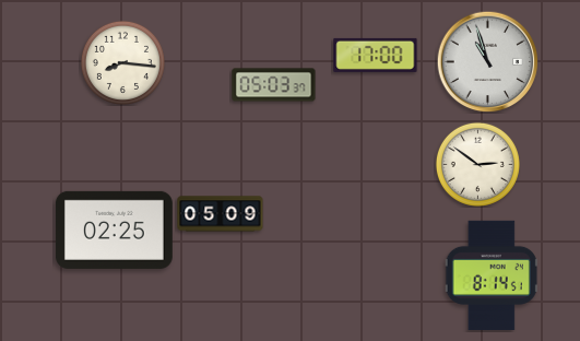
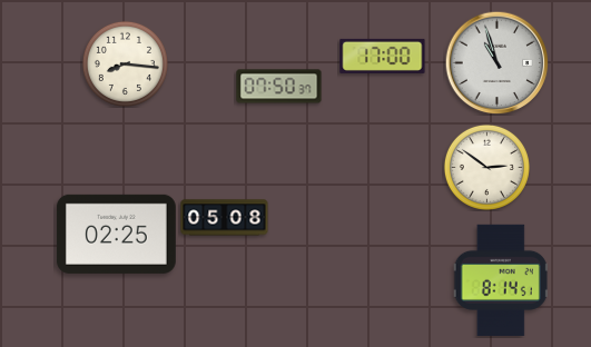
clock at (274, 85): 05:03 -> 07:50
clock at (221, 214): 05:09 -> 05:08
